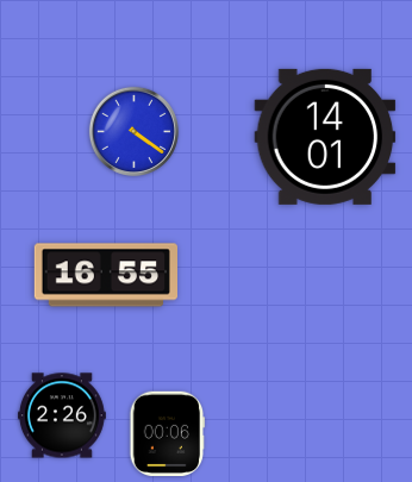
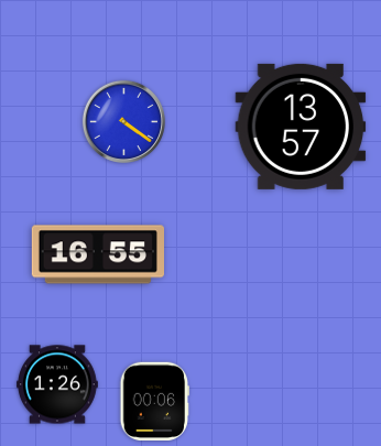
clock at (325, 137): 14:01 -> 13:57
clock at (62, 415): 2:26 -> 1:26
